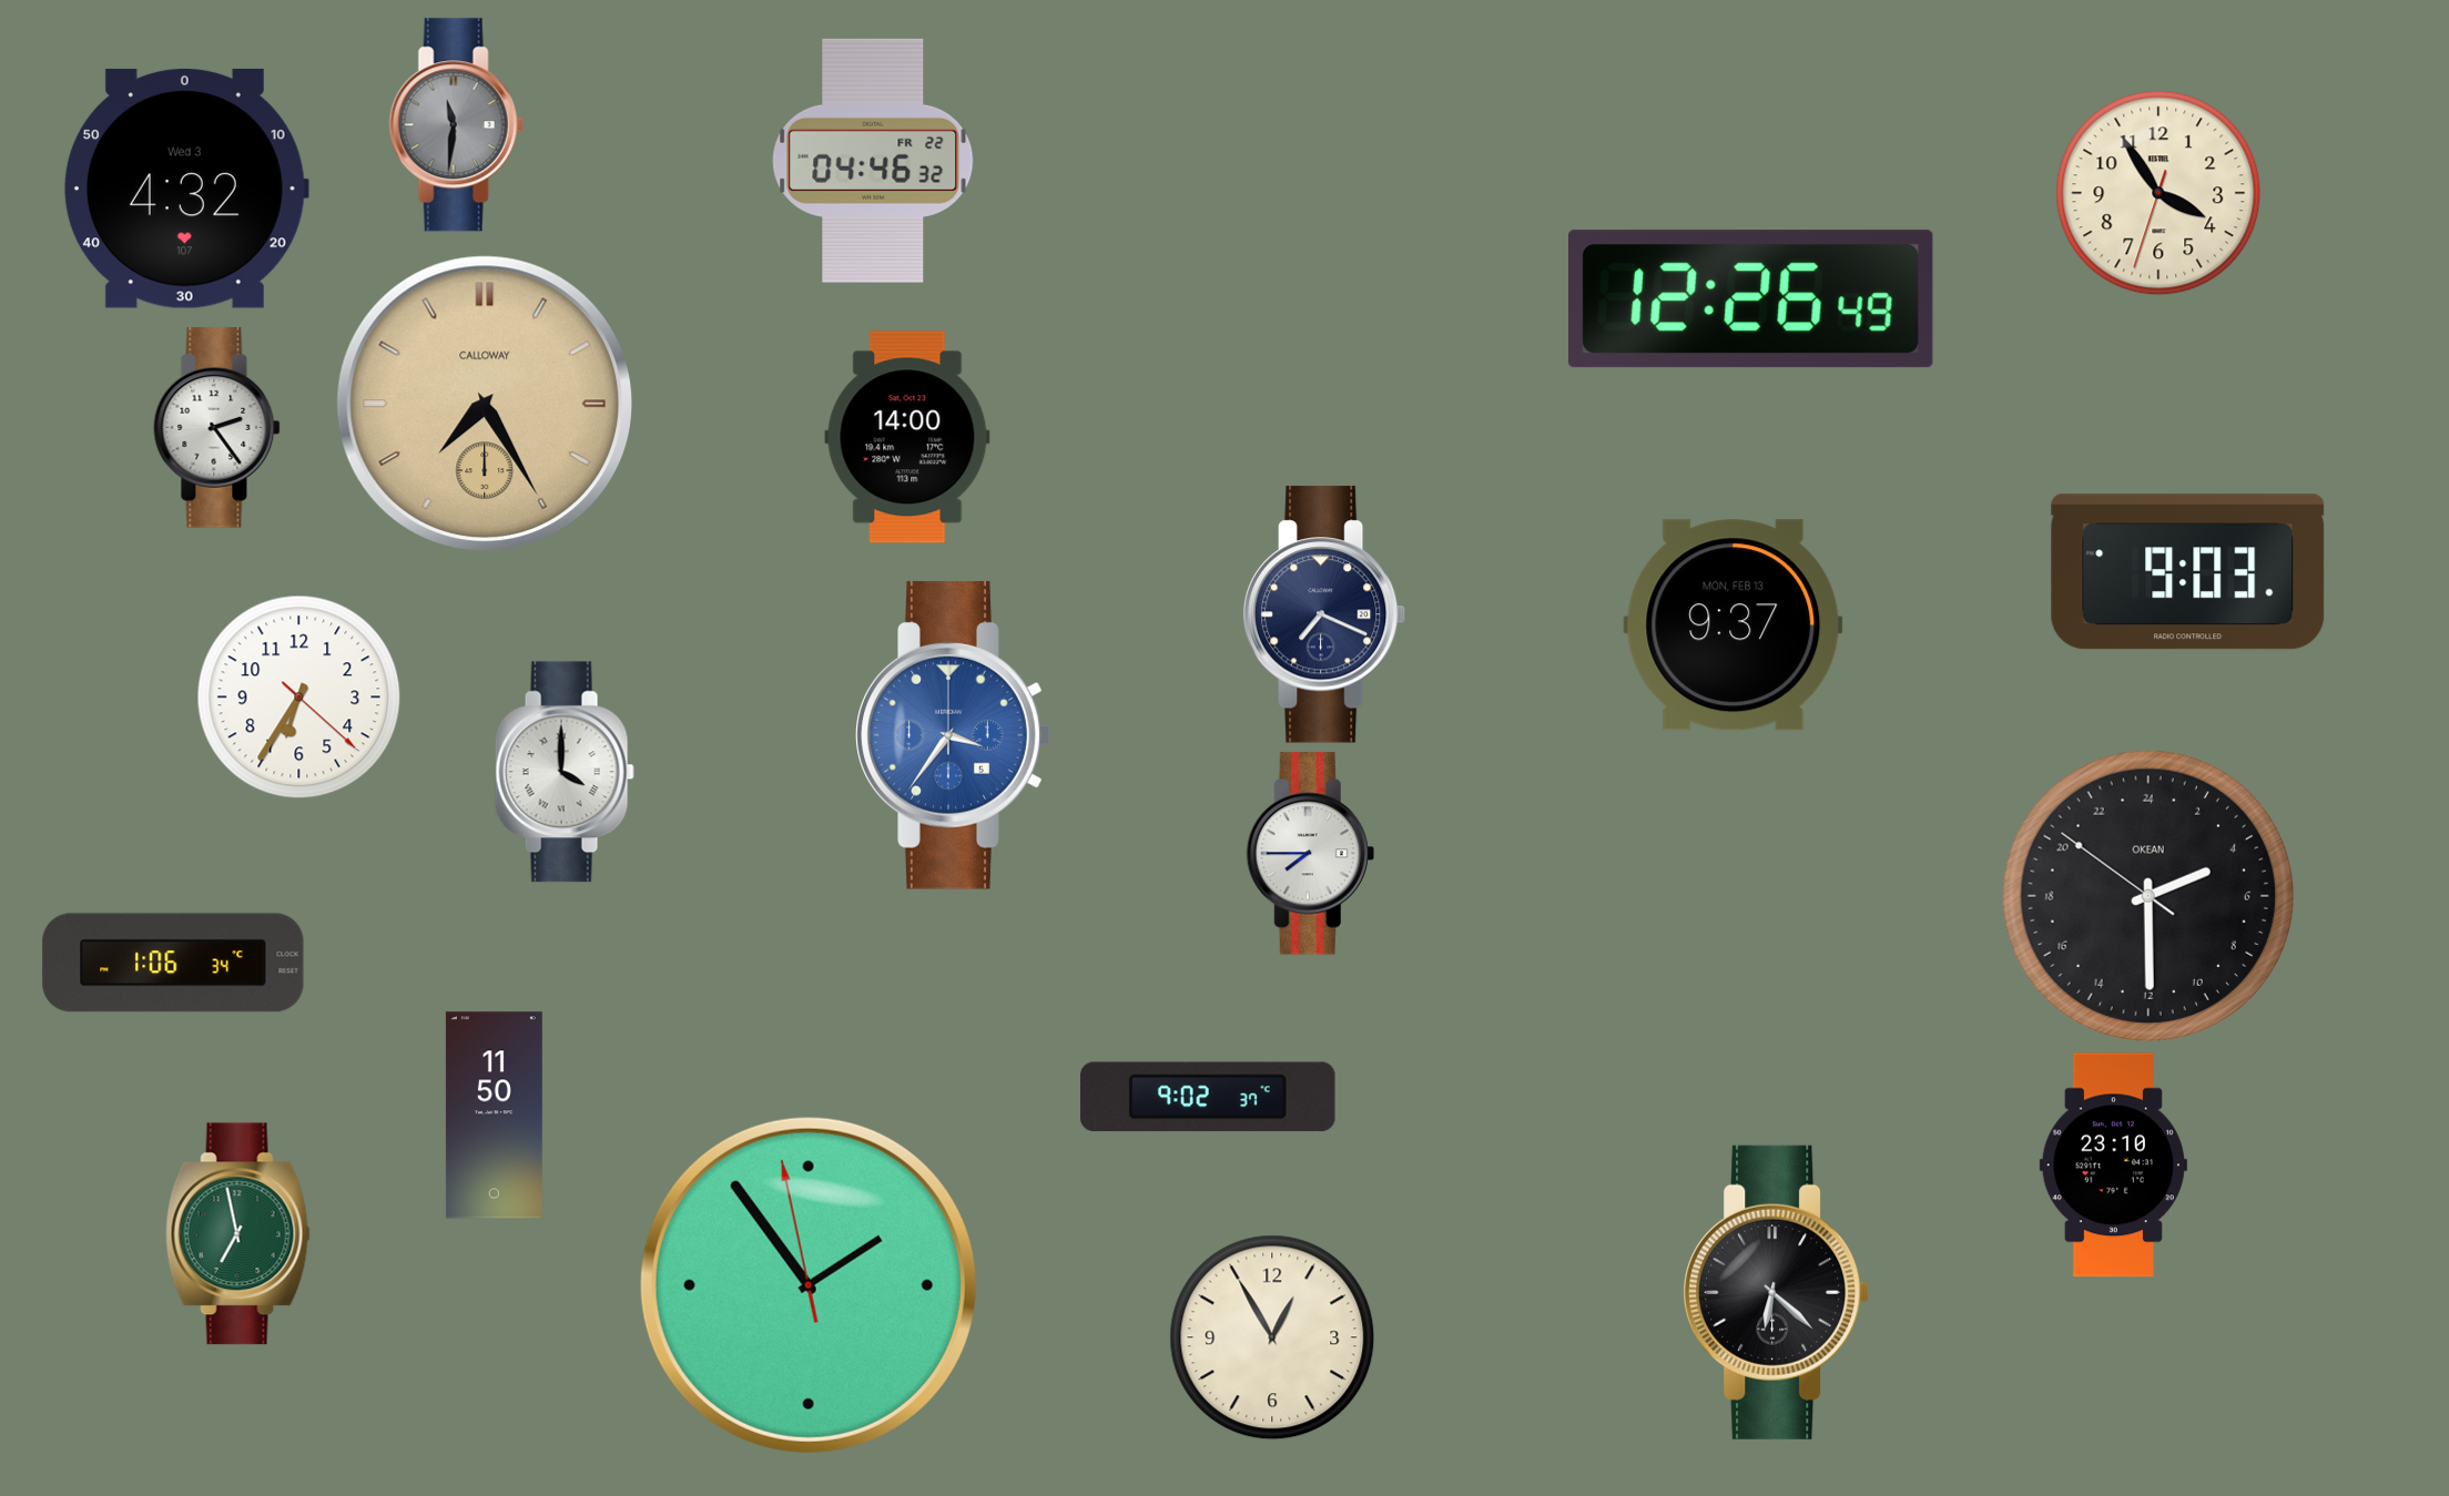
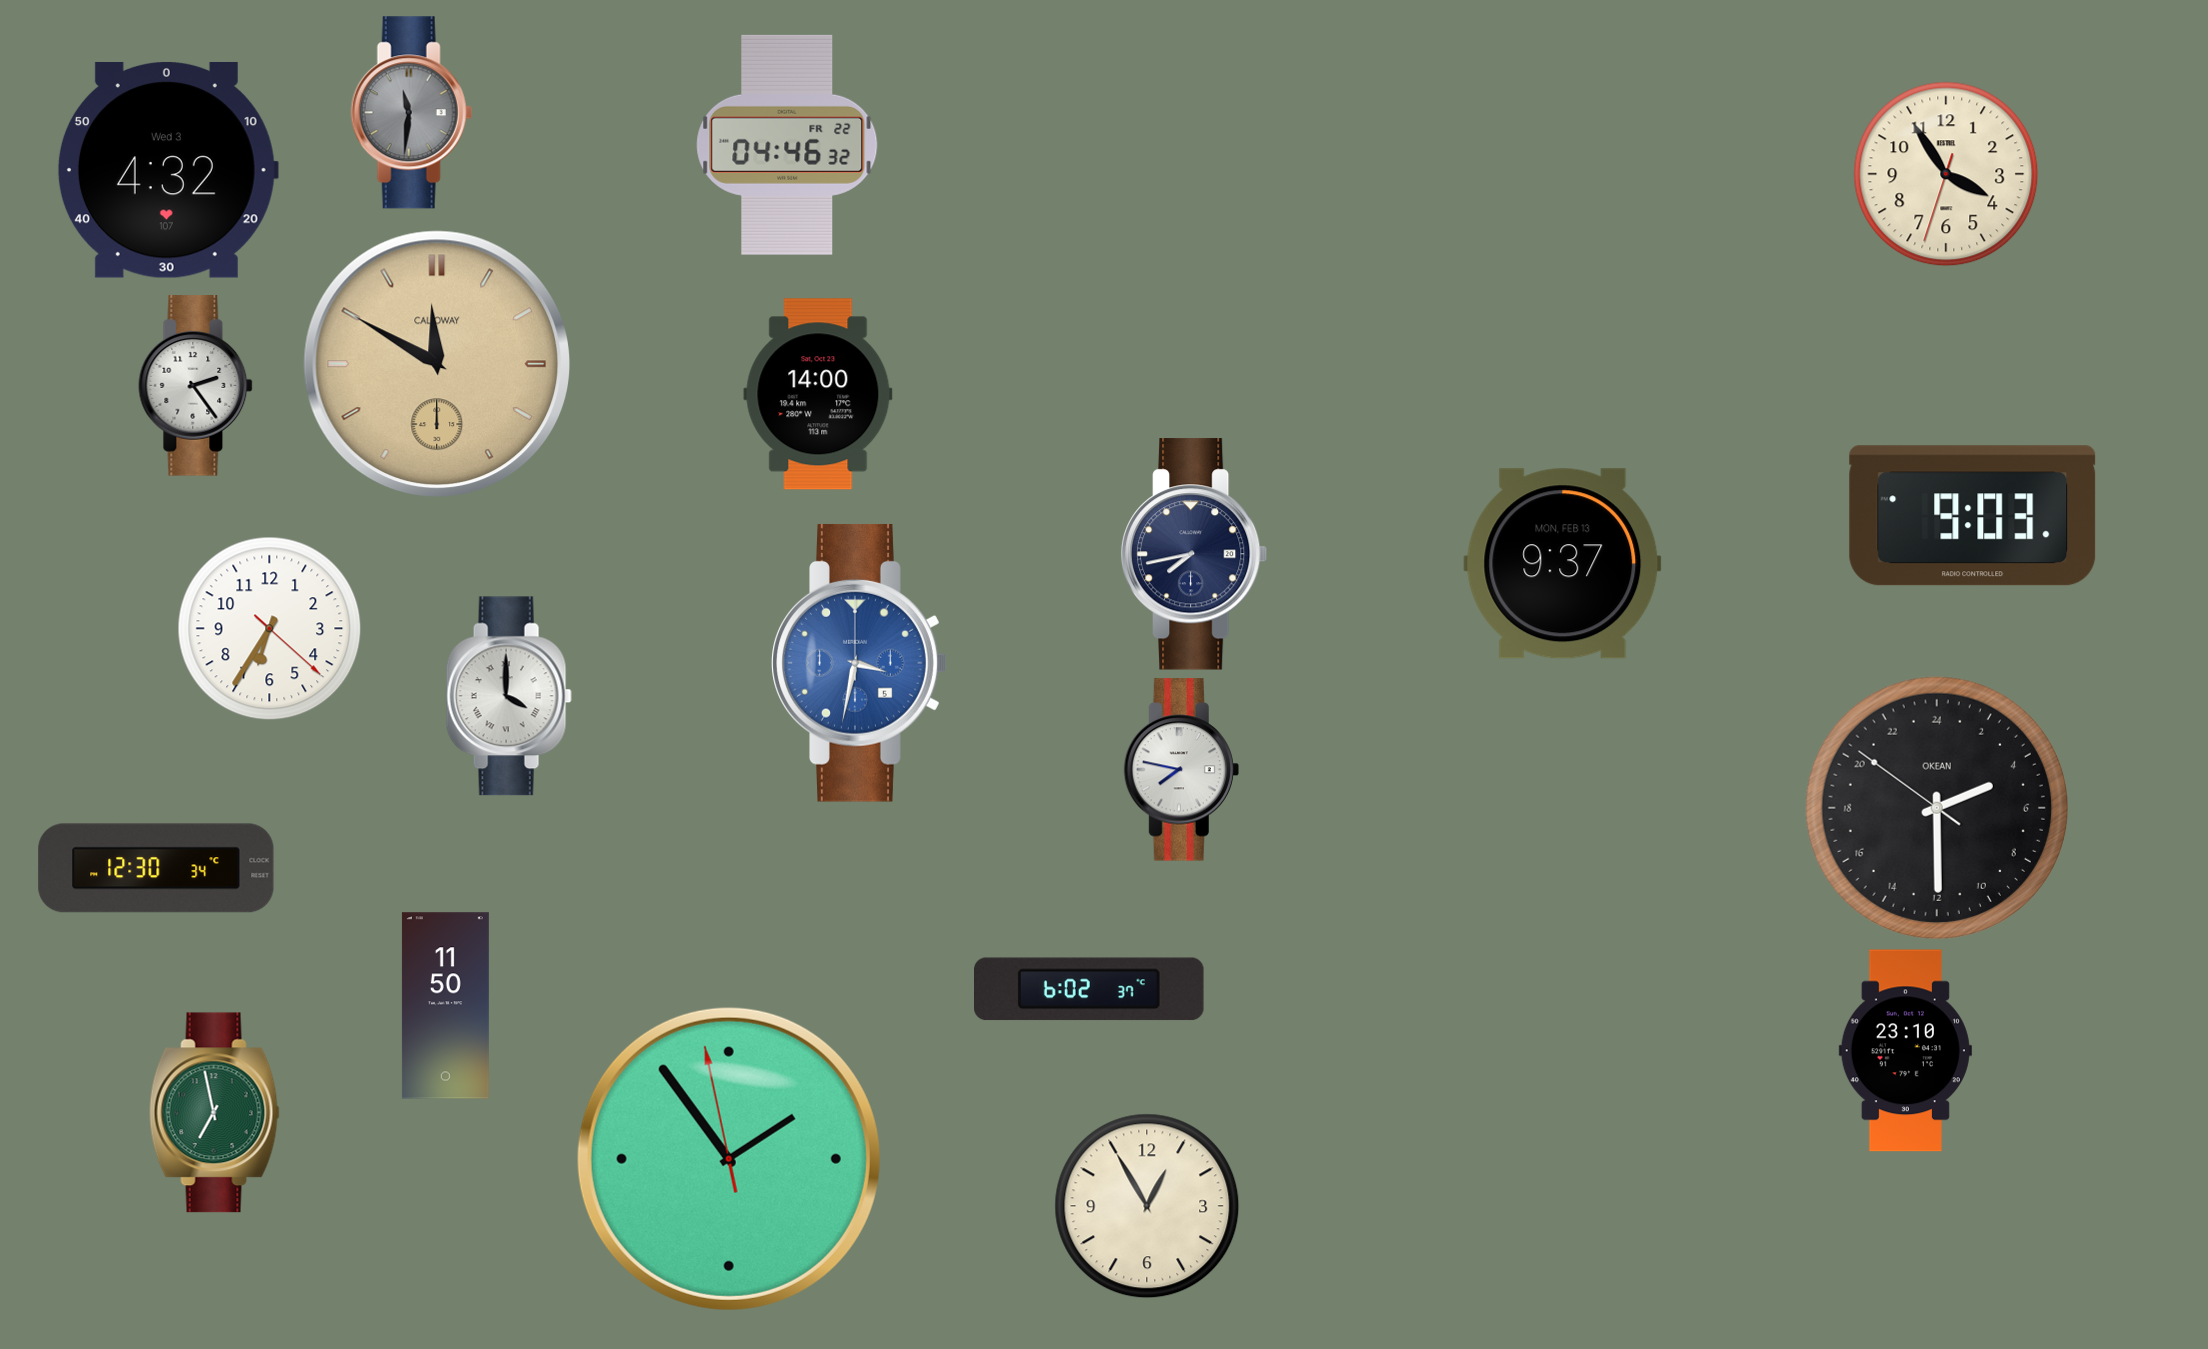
clock at (1750, 299): 12:26 -> none
clock at (484, 403): 7:25 -> 11:50
clock at (1324, 614): 7:19 -> 7:43
clock at (953, 735): 3:36 -> 3:32
clock at (1310, 854): 7:45 -> 7:47
clock at (173, 963): 1:06 -> 12:30
clock at (1208, 1097): 9:02 -> 6:02
clock at (1777, 1292): 6:22 -> none
